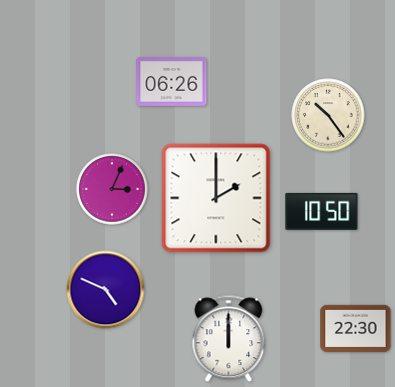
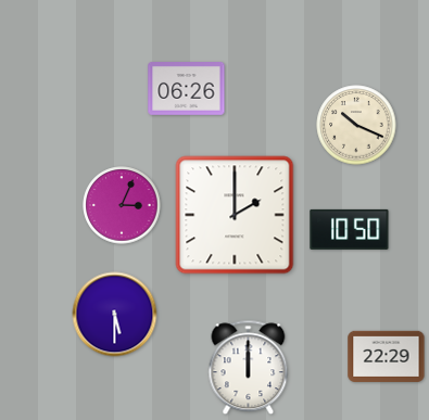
clock at (328, 115): 10:24 -> 10:19
clock at (106, 290): 4:49 -> 5:30
clock at (356, 328): 22:30 -> 22:29
